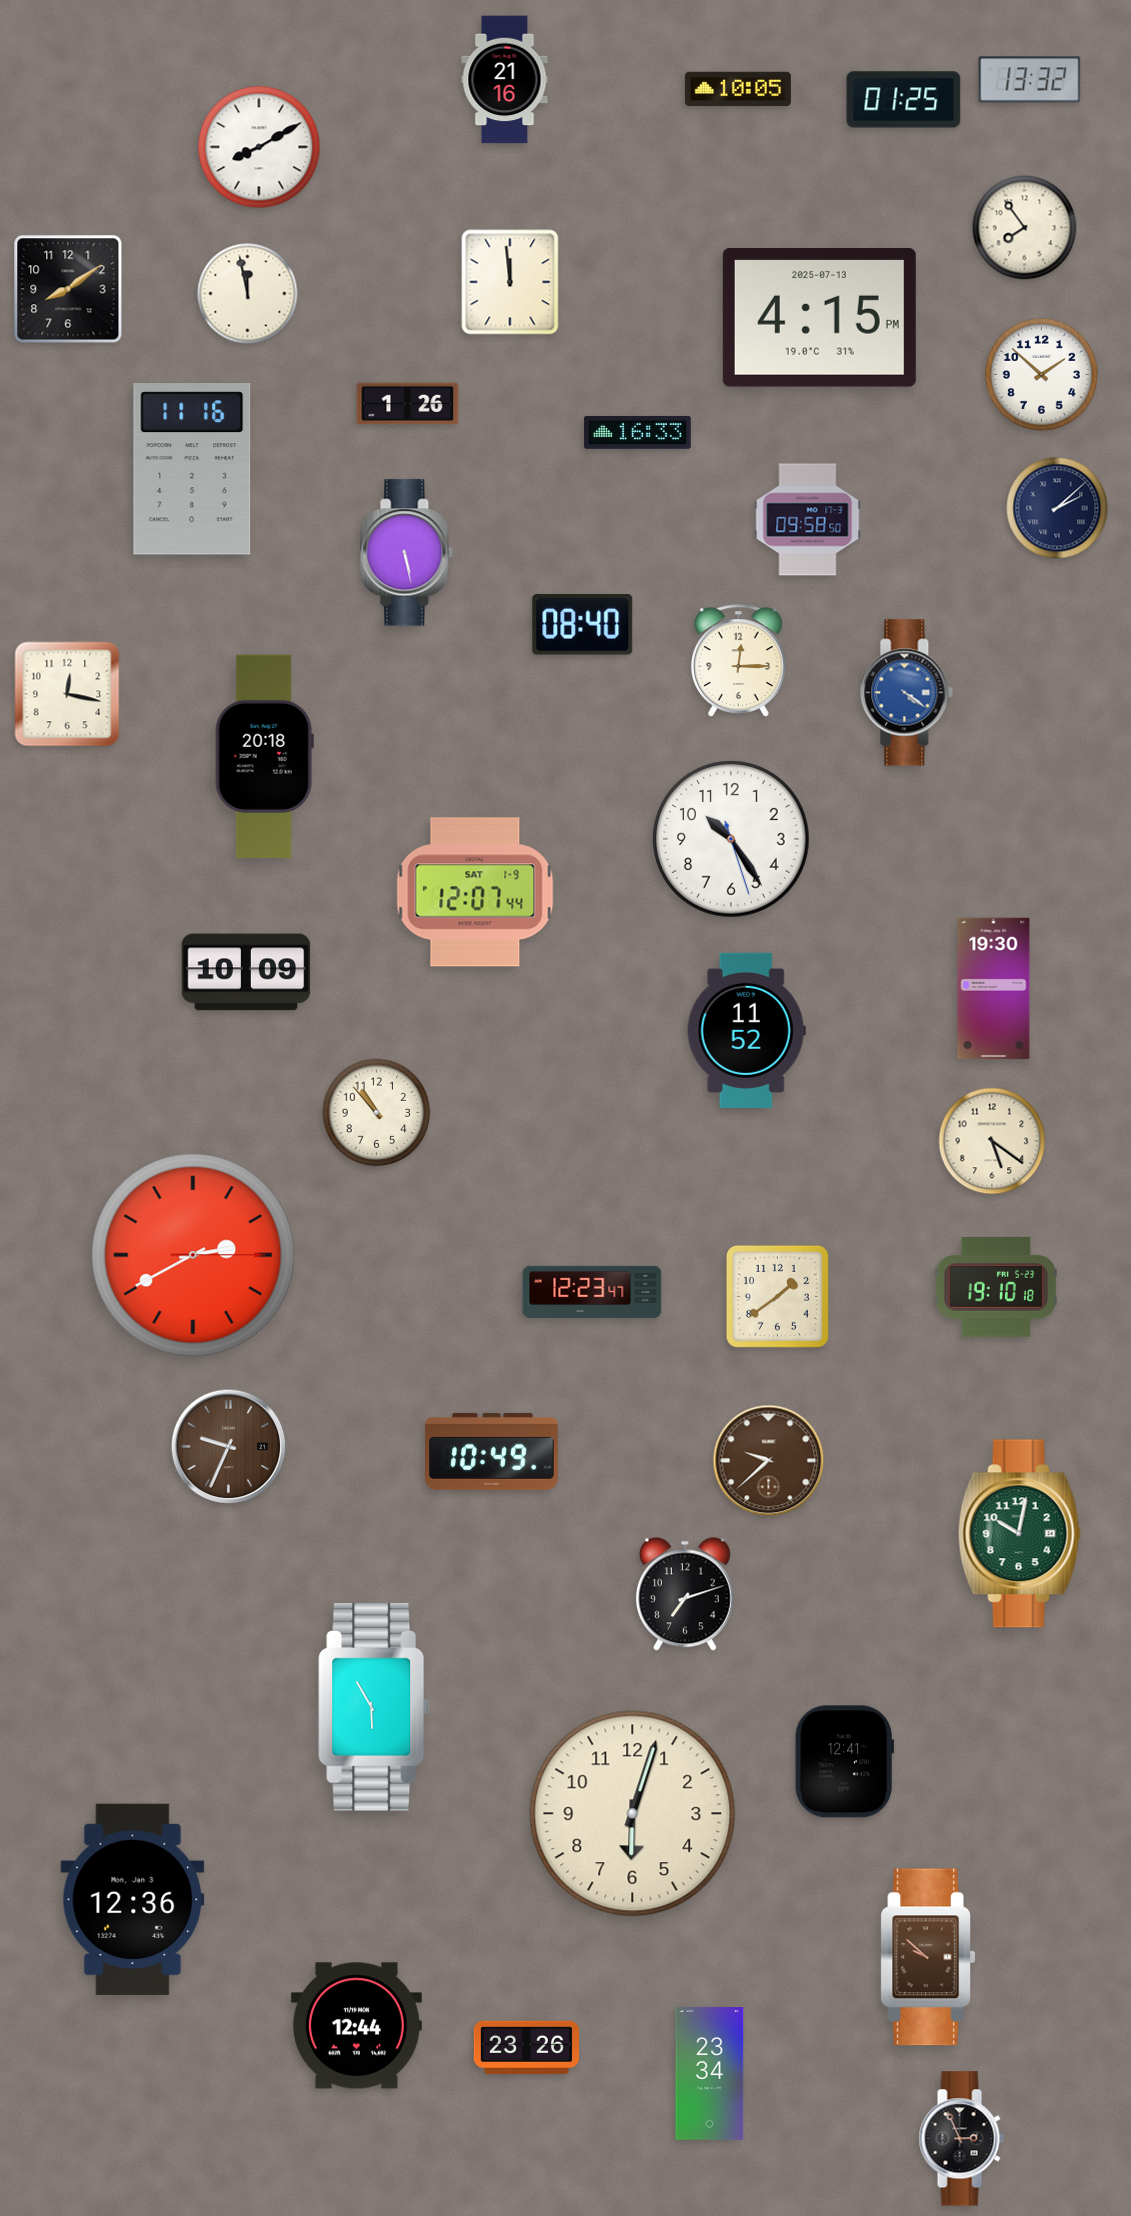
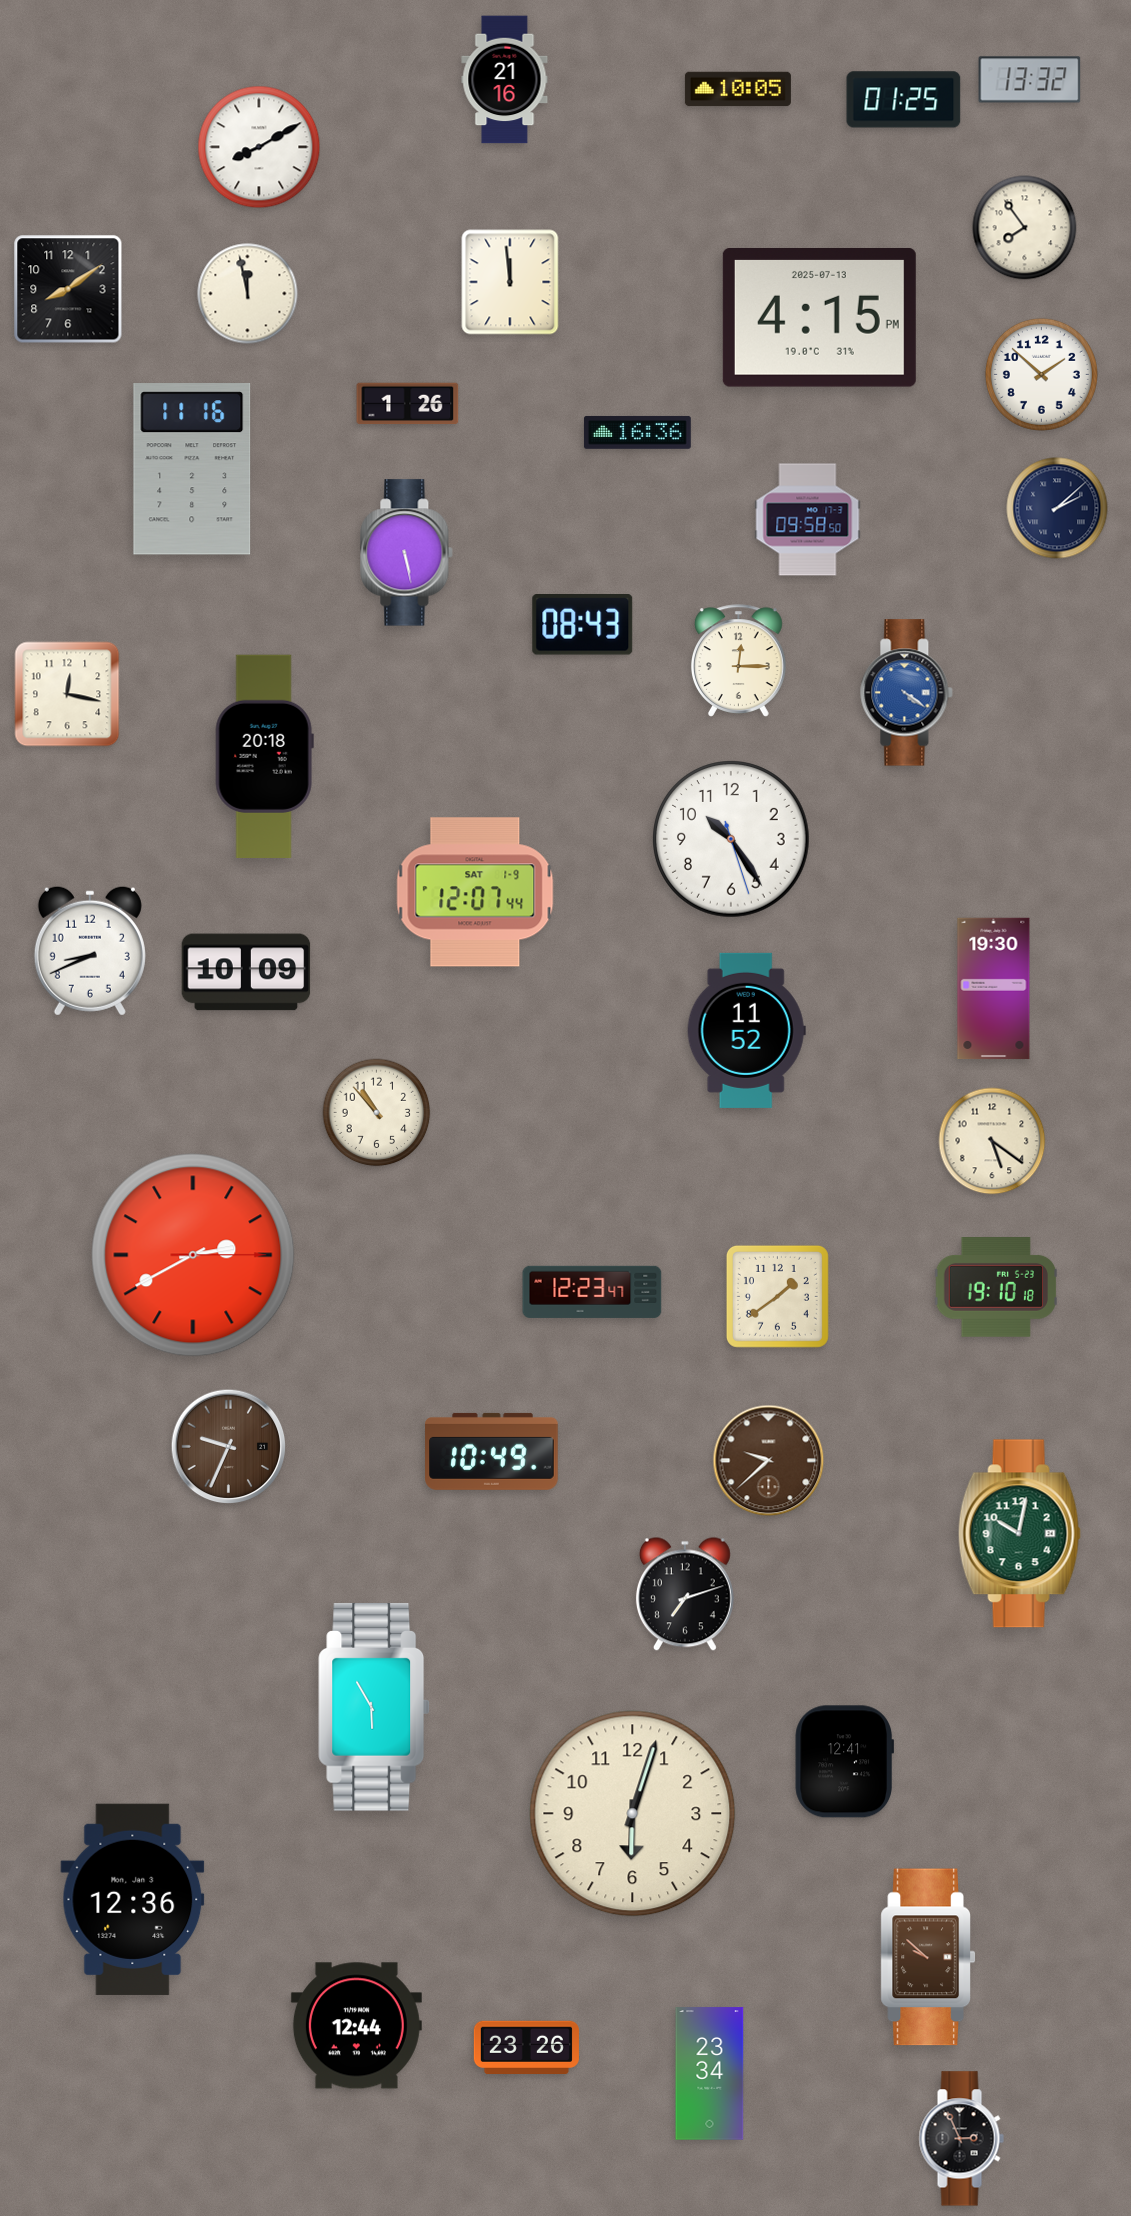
clock at (637, 433): 16:33 -> 16:36
clock at (583, 625): 08:40 -> 08:43
clock at (90, 951): none -> 8:41
